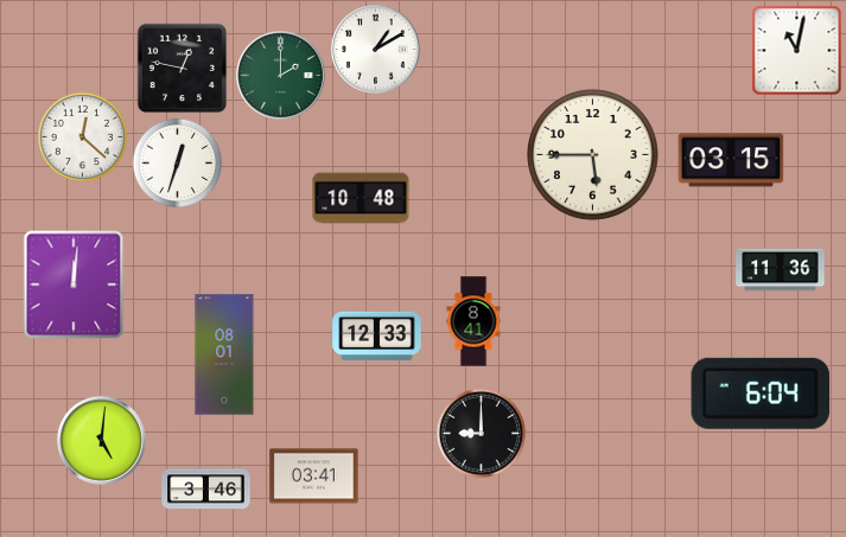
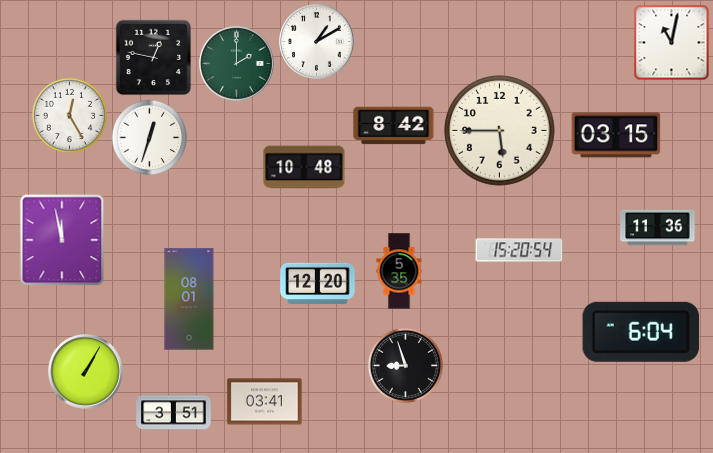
clock at (82, 136): 12:22 -> 12:25
clock at (394, 126): none -> 8:42
clock at (74, 285): 12:01 -> 11:58
clock at (519, 250): none -> 15:20
clock at (473, 321): 8:41 -> 5:35
clock at (377, 337): 12:33 -> 12:20
clock at (481, 433): 9:00 -> 8:57
clock at (102, 441): 5:01 -> 1:05
clock at (206, 490): 3:46 -> 3:51
